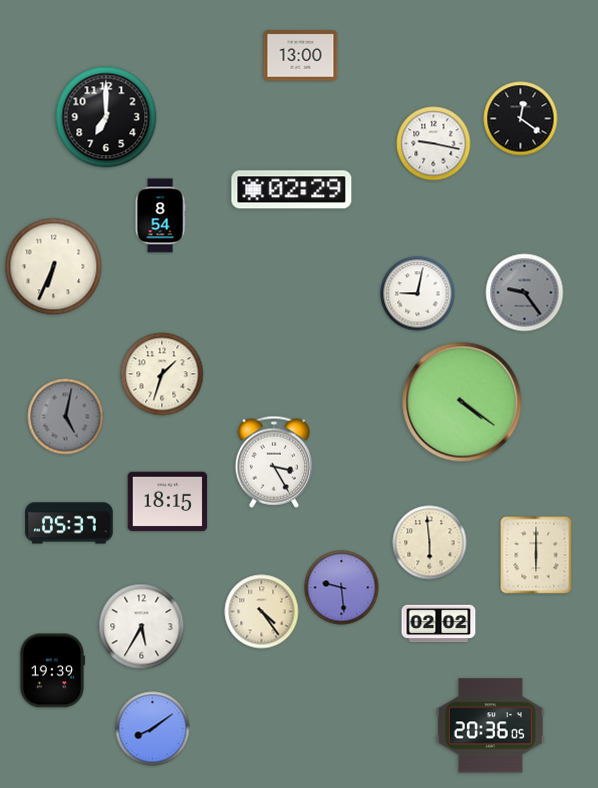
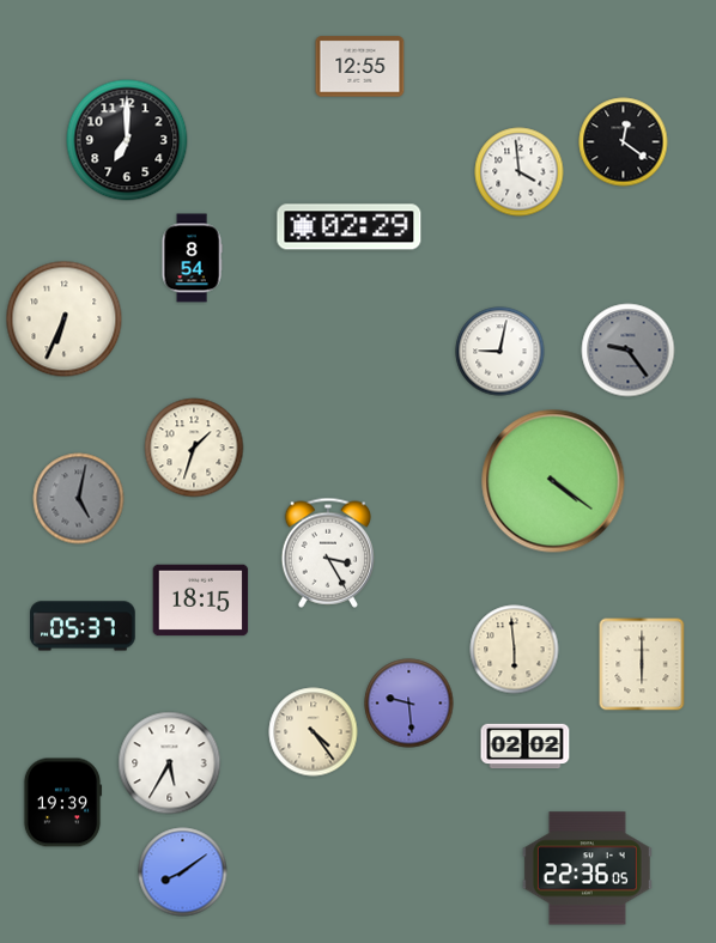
clock at (301, 56): 13:00 -> 12:55
clock at (434, 144): 9:17 -> 3:59
clock at (142, 627) position: (142, 627) -> (170, 763)
clock at (490, 726): 20:36 -> 22:36
